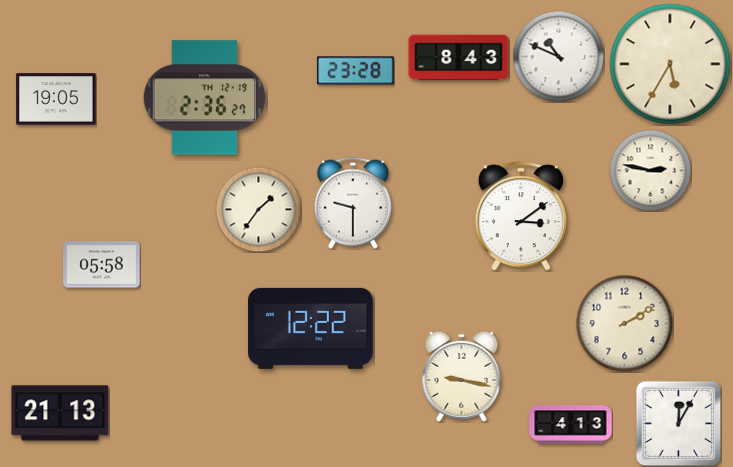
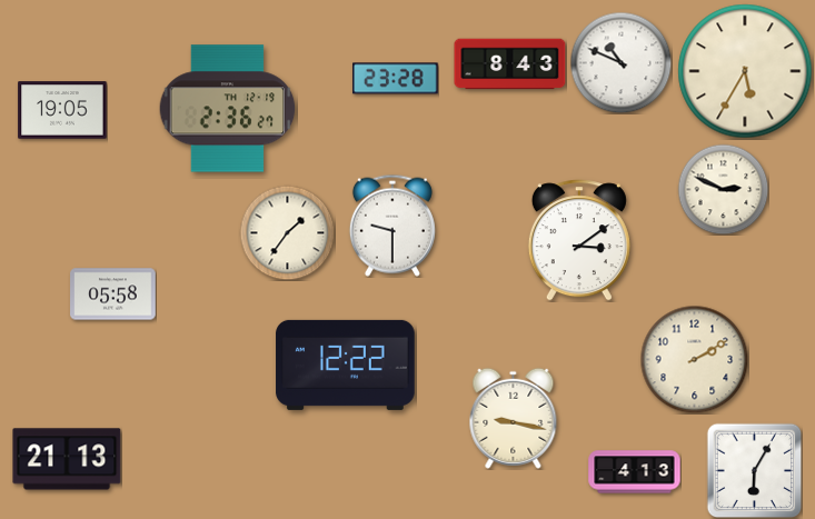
clock at (650, 170): 2:47 -> 2:49
clock at (678, 423): 12:05 -> 6:05
